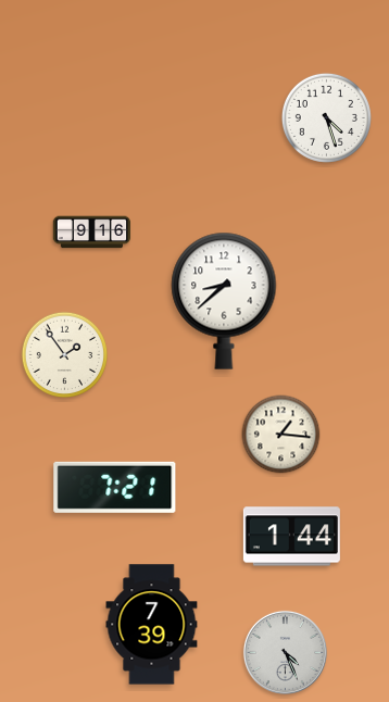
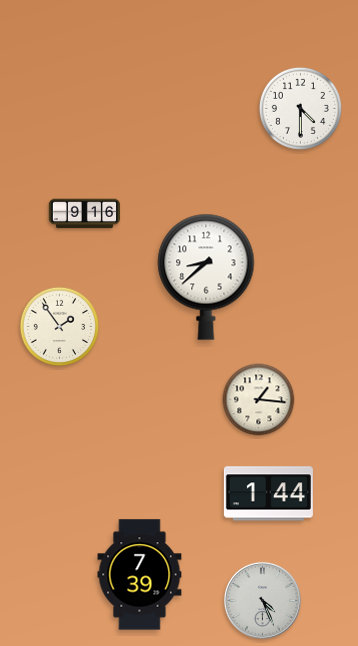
clock at (326, 117): 4:27 -> 4:30
clock at (115, 487): 7:21 -> none
